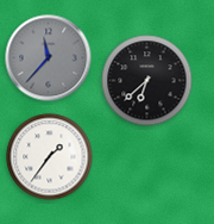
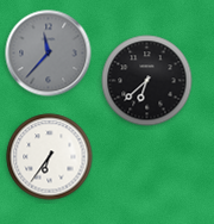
clock at (49, 58) position: (49, 58) -> (49, 54)
clock at (50, 157): 1:36 -> 6:36
